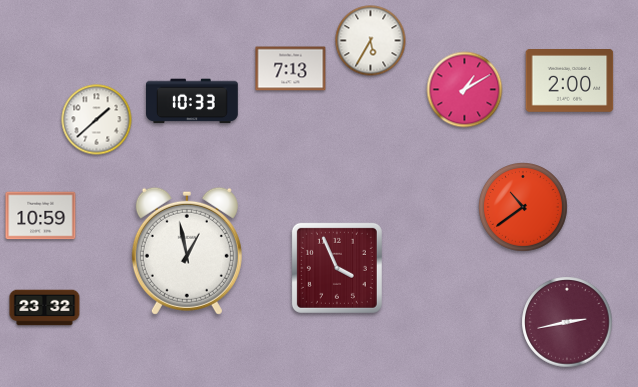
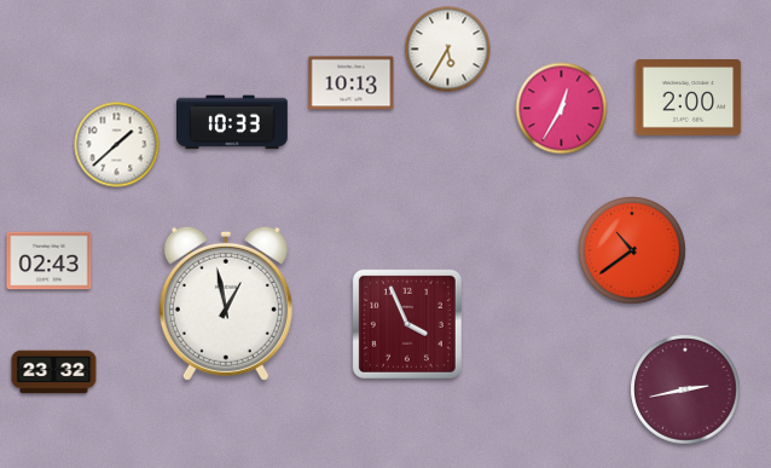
clock at (291, 69): 7:13 -> 10:13
clock at (465, 90): 1:10 -> 12:35
clock at (41, 216): 10:59 -> 02:43
